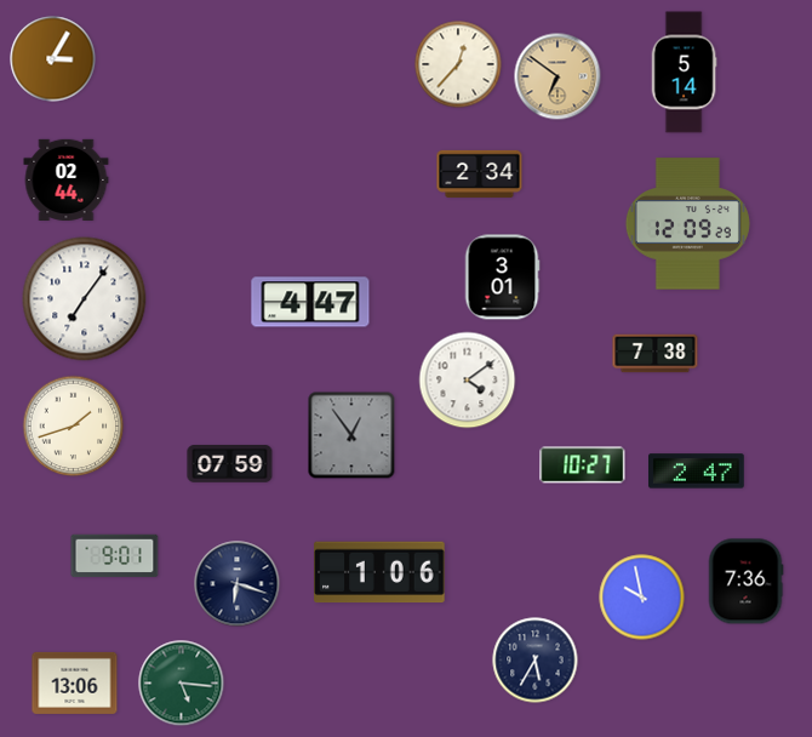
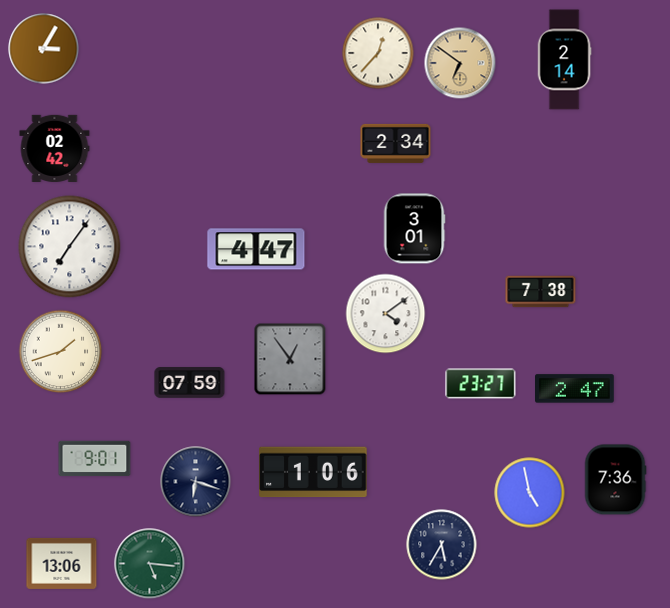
clock at (684, 73): 5:14 -> 2:14
clock at (67, 179): 02:44 -> 02:42
clock at (687, 224): 12:09 -> none
clock at (583, 465): 10:27 -> 23:27
clock at (642, 598): 9:58 -> 4:58
